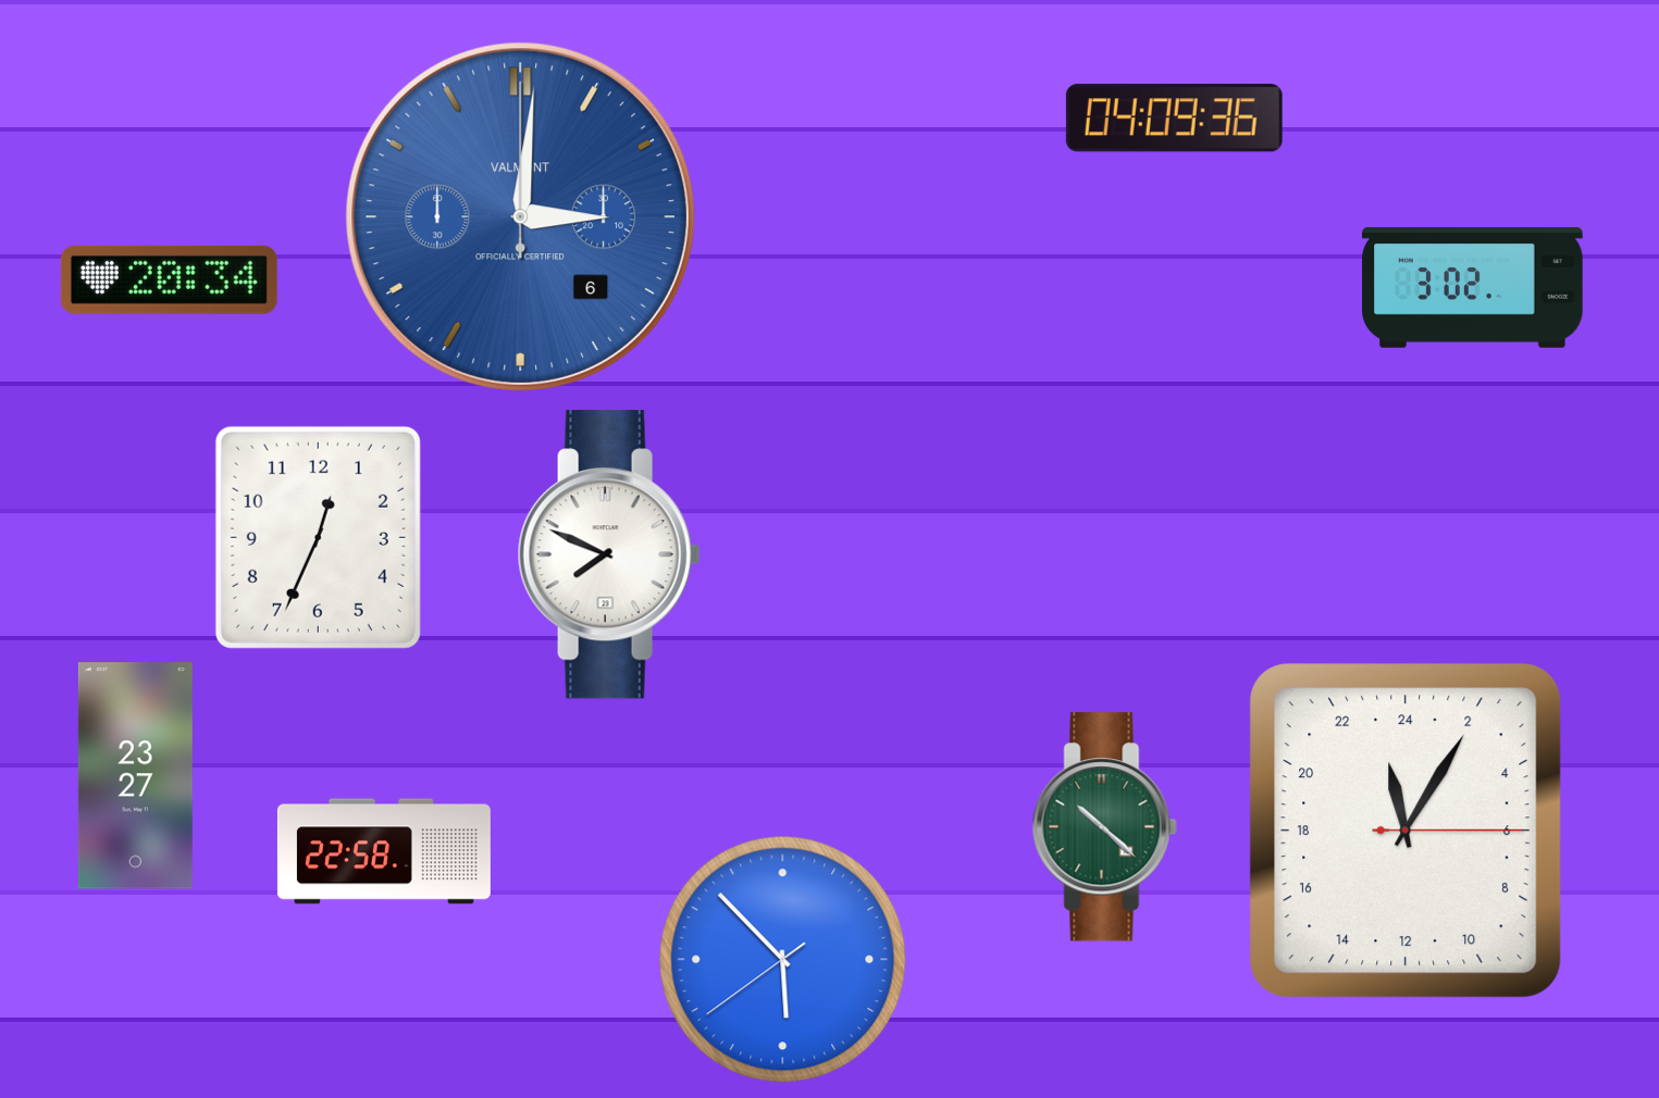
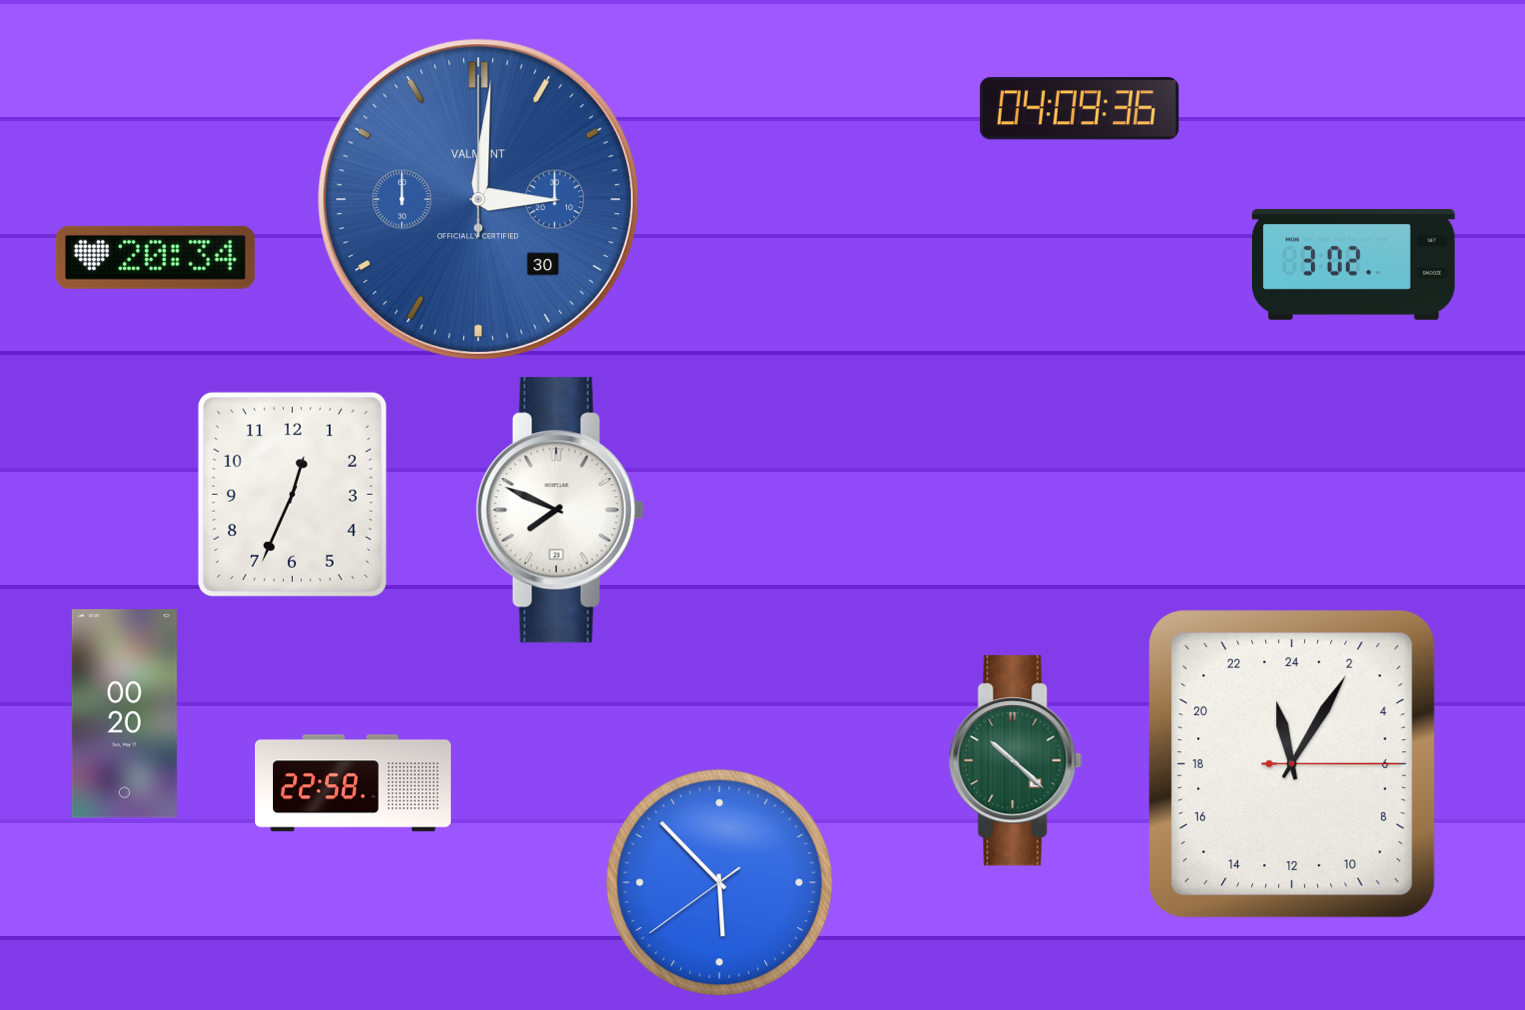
clock at (520, 216) date: 6 -> 30
clock at (135, 776): 23:27 -> 00:20
